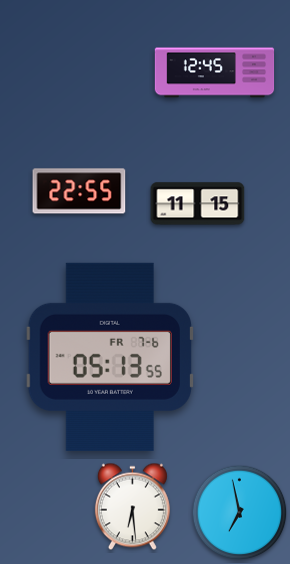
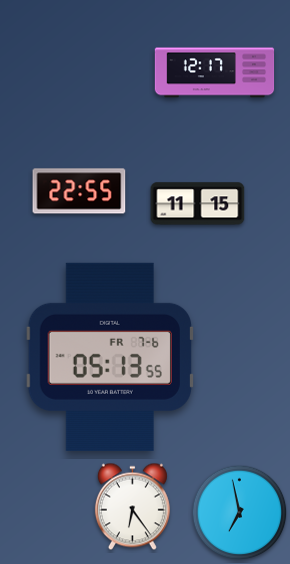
clock at (215, 73): 12:45 -> 12:17
clock at (132, 507): 6:29 -> 6:24
